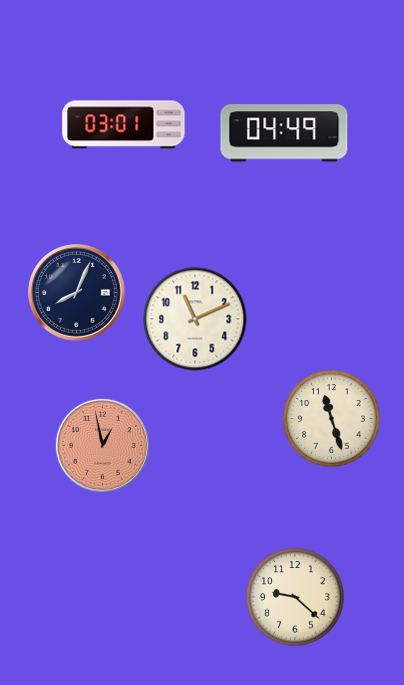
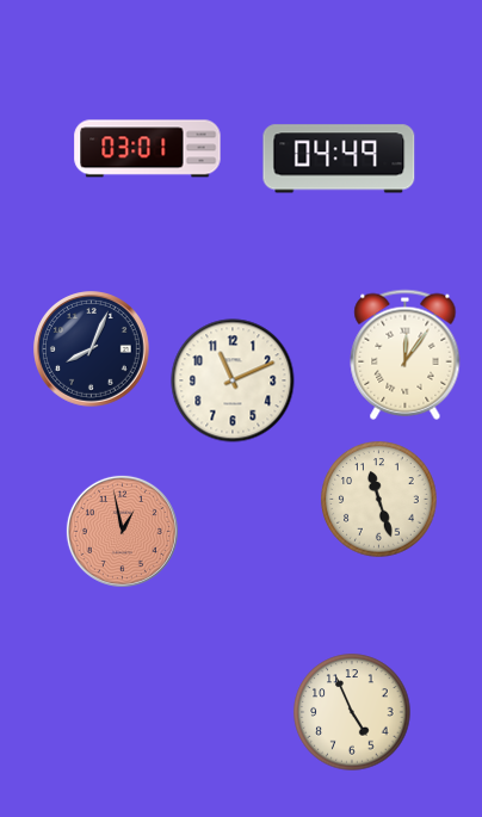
clock at (406, 354): none -> 12:06
clock at (332, 419) position: (332, 419) -> (379, 500)
clock at (295, 597): 9:22 -> 4:56
